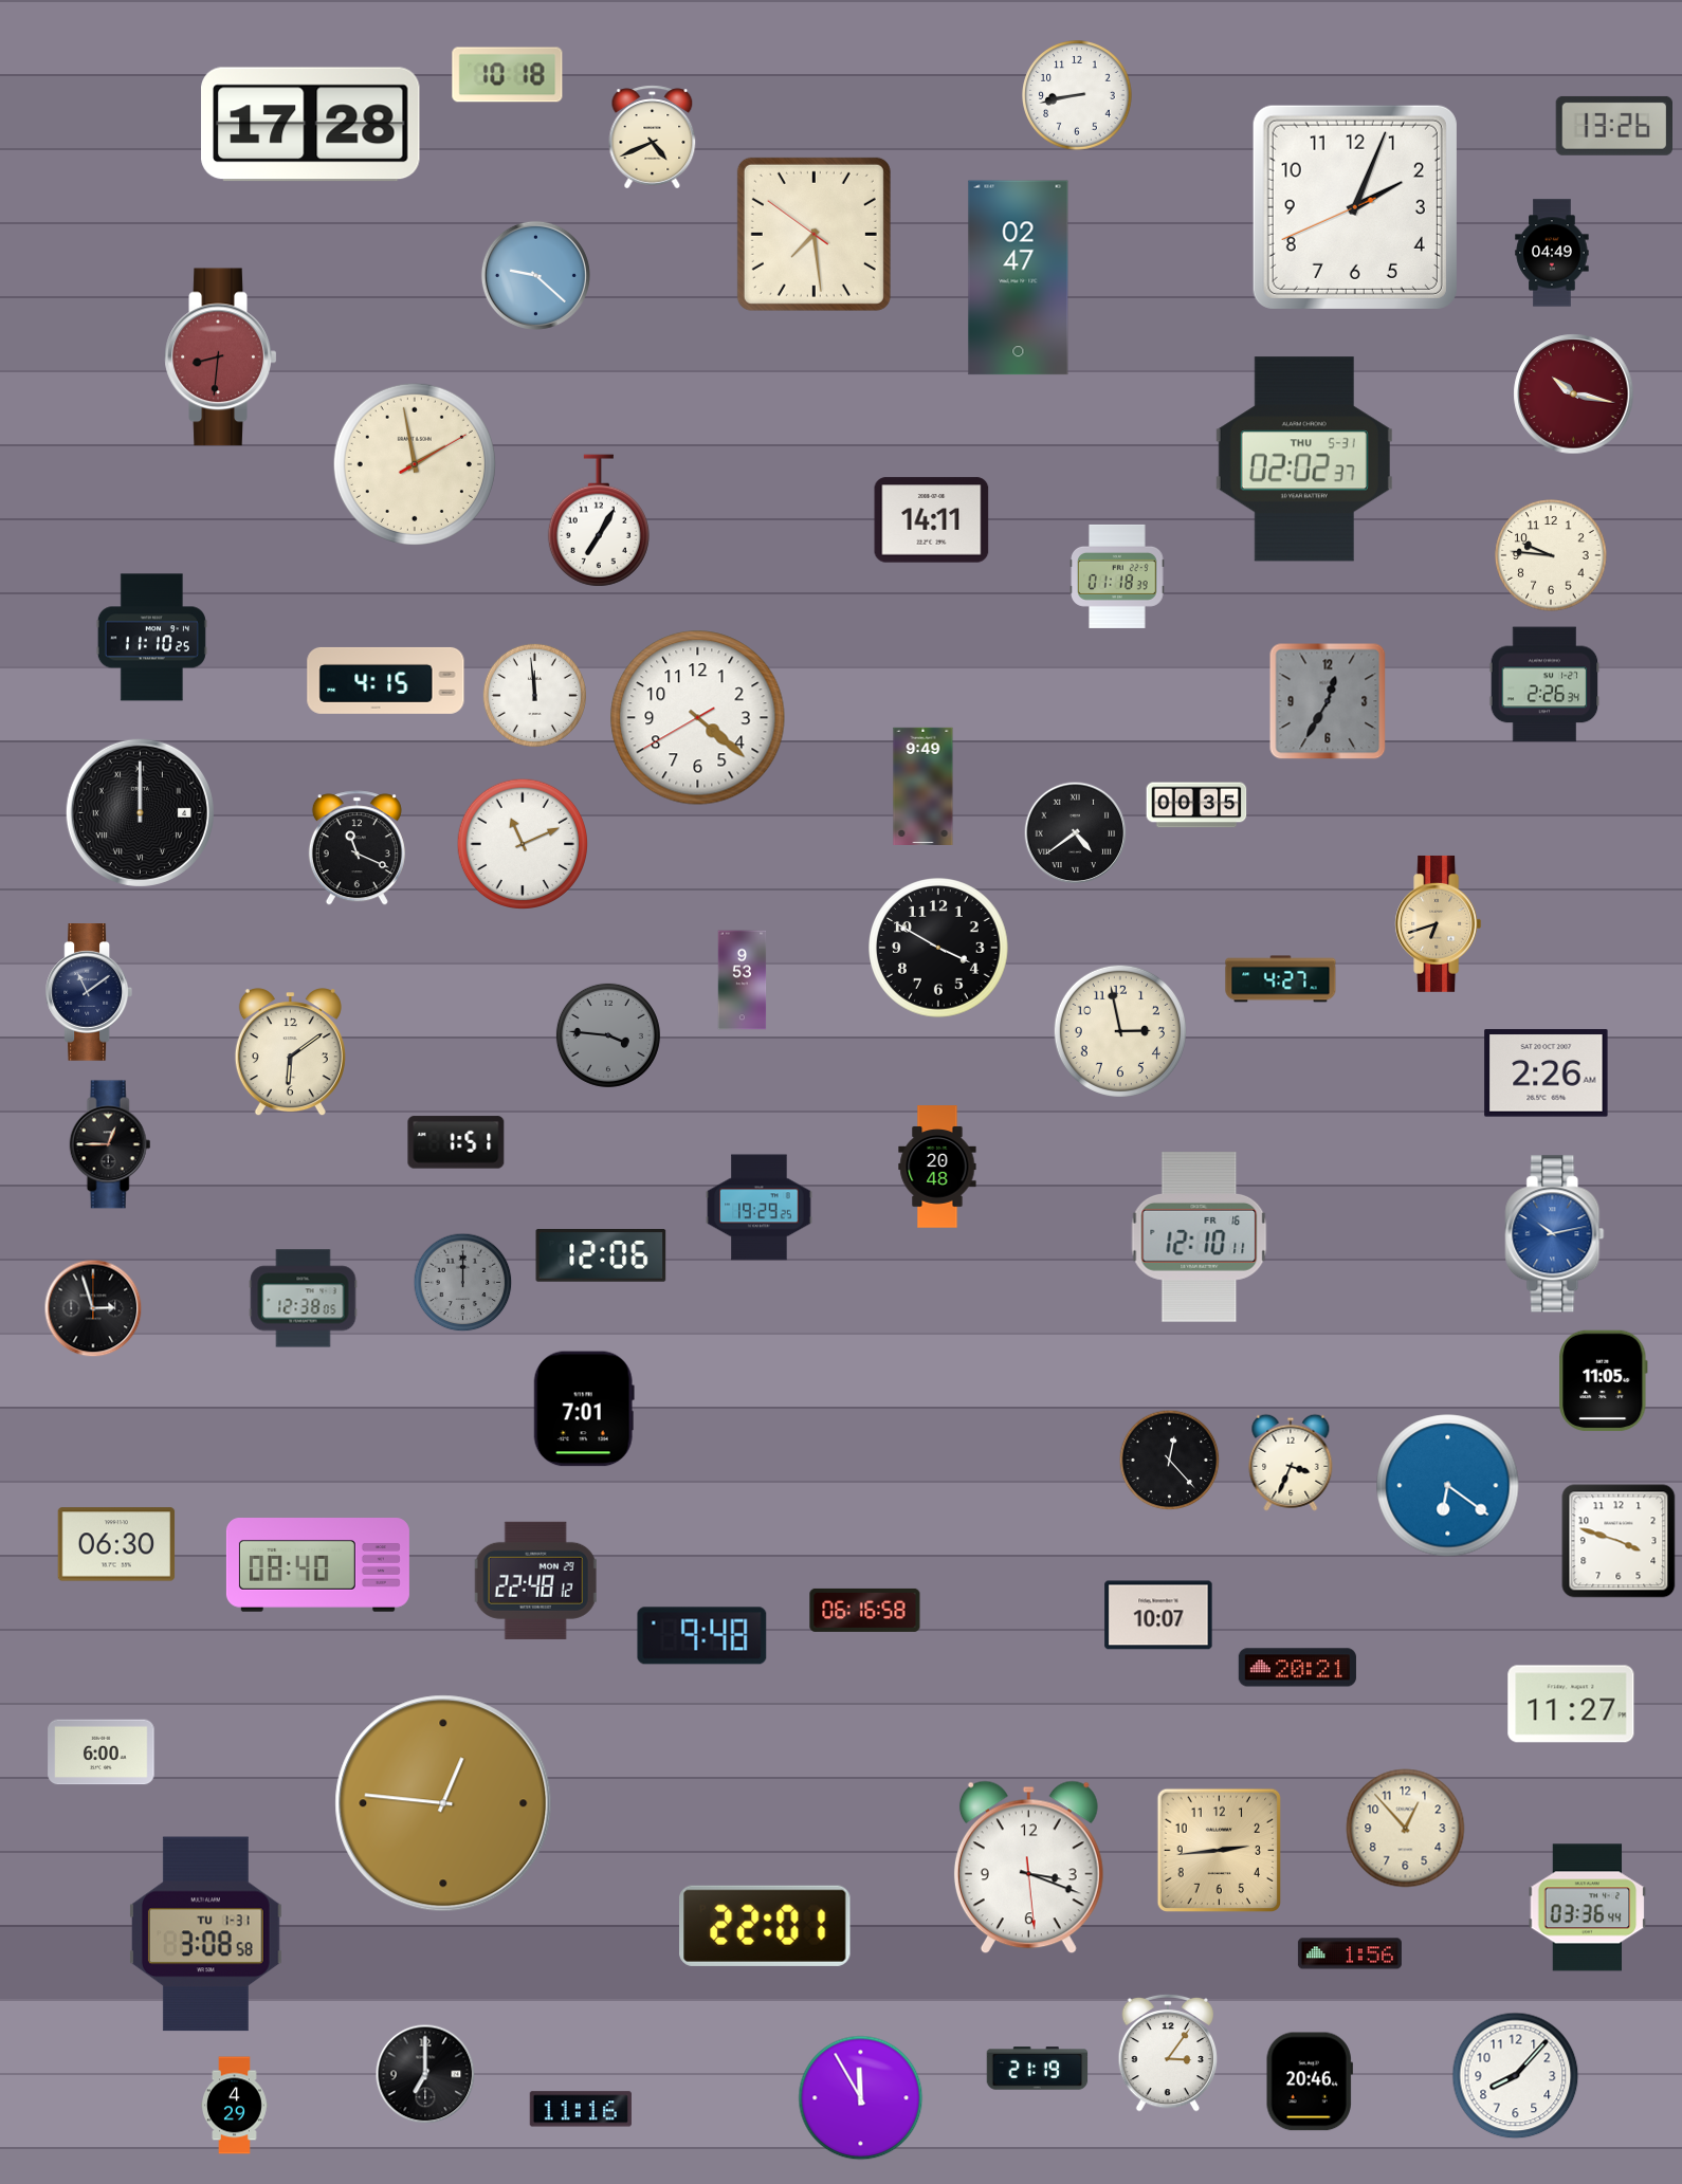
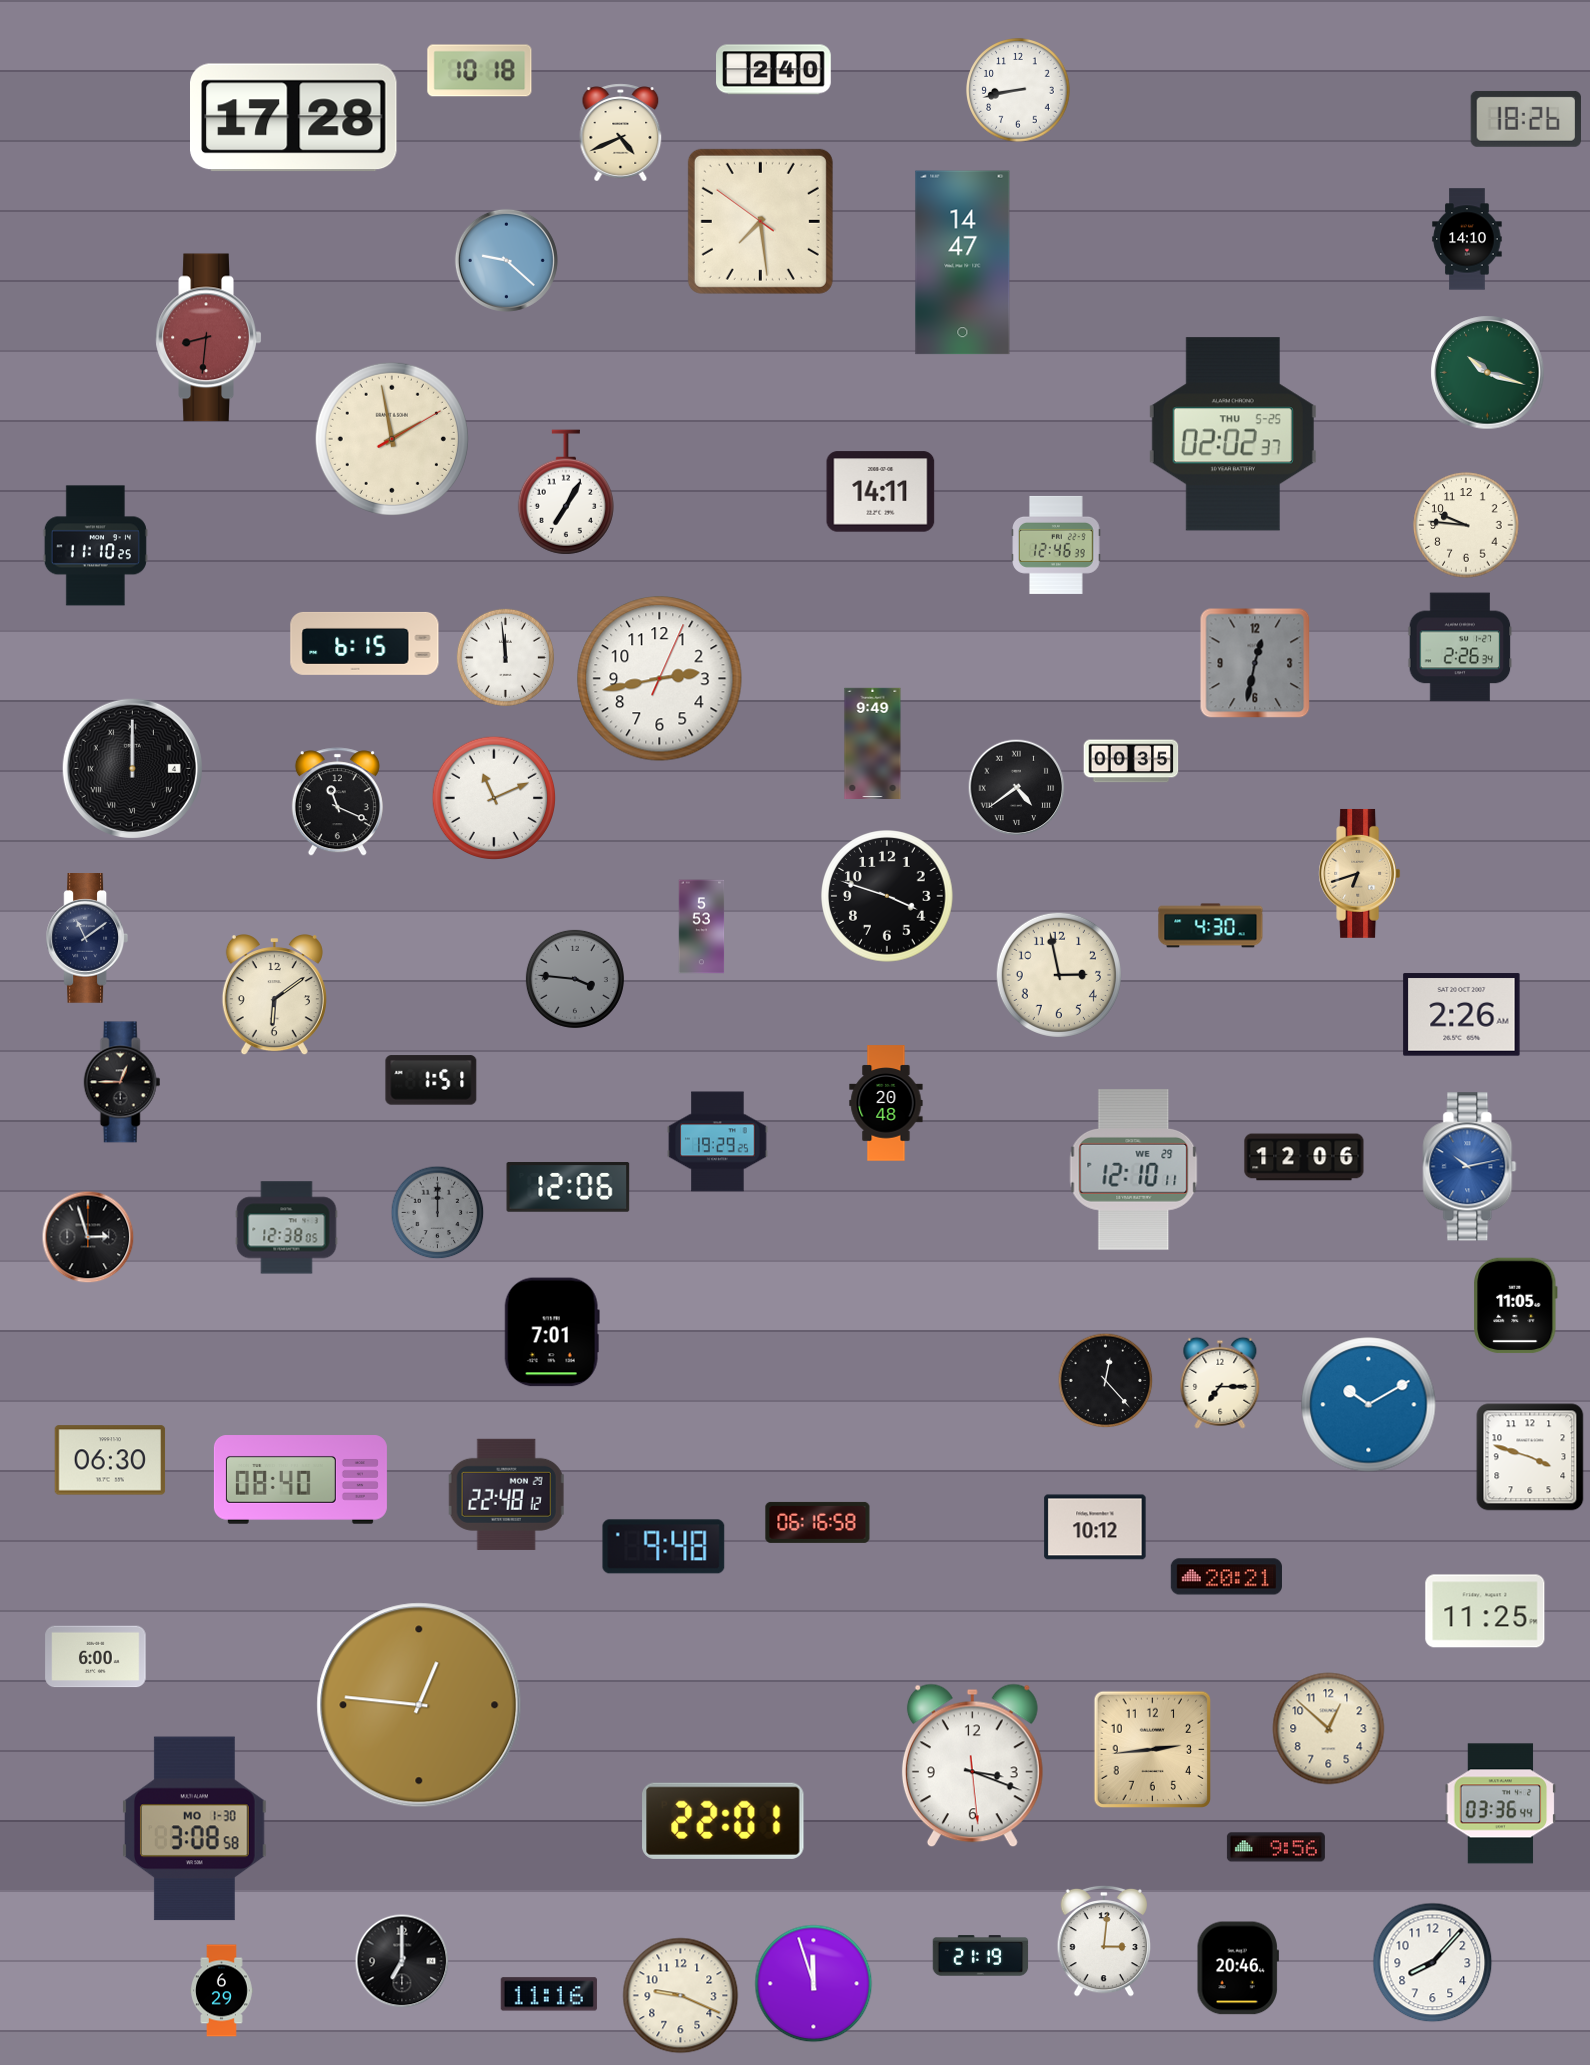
clock at (774, 70): none -> 2:40
clock at (1613, 126): 13:26 -> 18:26
clock at (653, 137) position: (653, 137) -> (621, 133)
clock at (1355, 207): 2:03 -> none
clock at (813, 234) position: (813, 234) -> (760, 221)
clock at (1552, 253): 04:49 -> 14:10
clock at (1019, 278): 02:47 -> 14:47
clock at (1574, 394): 10:17 -> 10:18
clock at (1574, 394) dial: burgundy -> green
clock at (1304, 459) date: THU 5-31 -> THU 5-25
clock at (1117, 576): 01:18 -> 12:46
clock at (151, 638) position: (151, 638) -> (95, 546)
clock at (386, 680): 4:15 -> 6:15
clock at (1328, 701): 12:35 -> 12:32
clock at (698, 718): 4:21 -> 2:43
clock at (938, 948): 3:50 -> 3:48
clock at (1281, 979): 4:27 -> 4:30
clock at (743, 980): 9:53 -> 5:53
clock at (88, 993) position: (88, 993) -> (86, 939)
clock at (110, 1144) position: (110, 1144) -> (122, 1082)
clock at (1304, 1157): none -> 12:06
clock at (1200, 1237) date: FR 16 -> WE 29
clock at (1291, 1463): 3:34 -> 7:15
clock at (1448, 1486): 6:21 -> 10:10
clock at (1158, 1615): 10:07 -> 10:12
clock at (1571, 1704): 11:27 -> 11:25
clock at (1406, 1829): 12:53 -> 12:52
clock at (205, 1934) date: TU 1-31 -> MO 1-30
clock at (1350, 1953): 1:56 -> 9:56
clock at (1168, 2053): 3:06 -> 3:01
clock at (861, 2098): 11:55 -> 11:57
clock at (235, 2106): 4:29 -> 6:29
clock at (681, 1996): none -> 9:19
